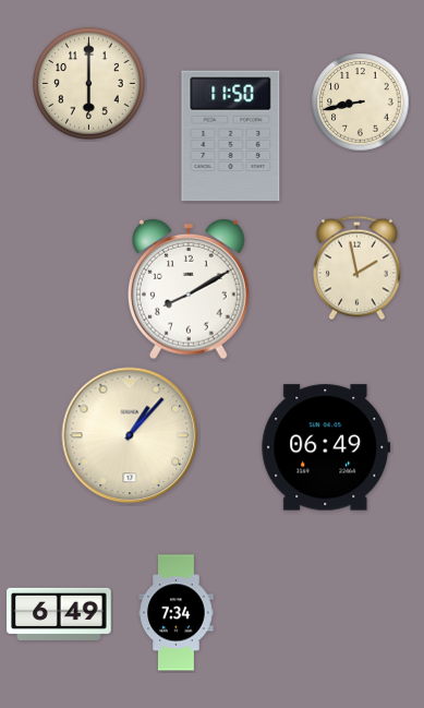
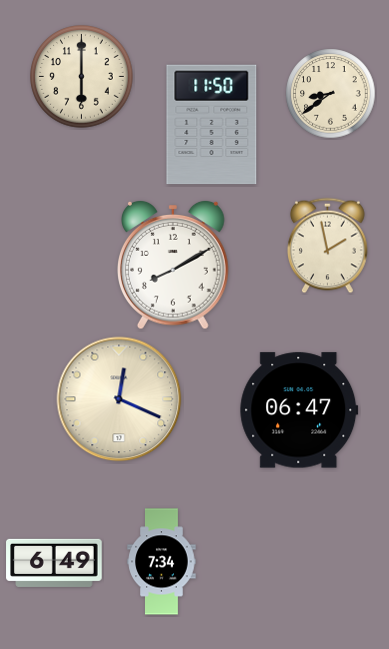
clock at (361, 103): 8:43 -> 8:39
clock at (130, 435): 1:07 -> 12:19
clock at (326, 447): 06:49 -> 06:47
